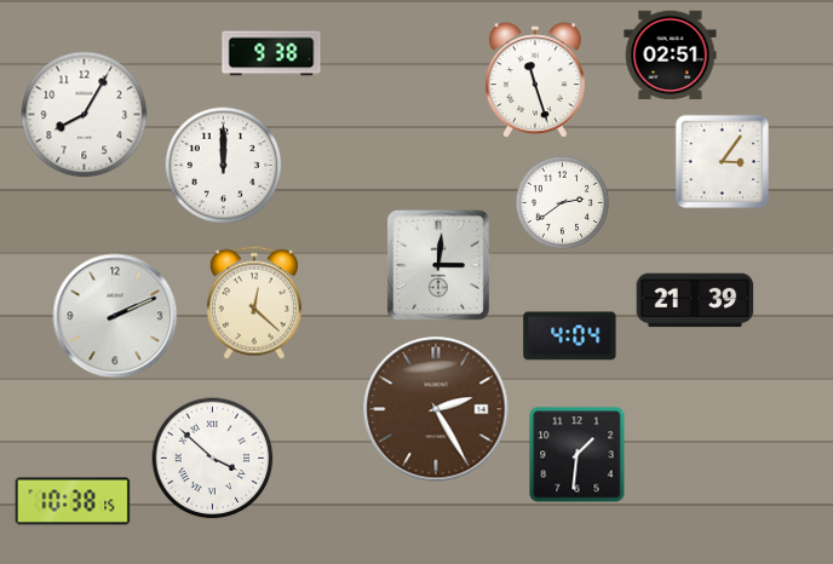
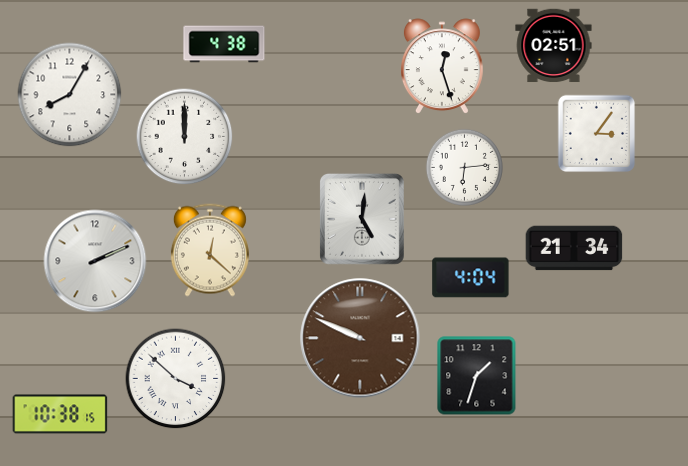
clock at (271, 53): 9:38 -> 4:38
clock at (535, 80): 11:27 -> 12:27
clock at (562, 202): 2:39 -> 6:14
clock at (438, 265): 3:01 -> 5:01
clock at (695, 300): 21:39 -> 21:34
clock at (436, 409): 2:25 -> 9:49
clock at (578, 455): 1:31 -> 1:33
